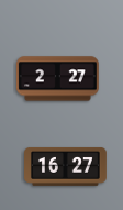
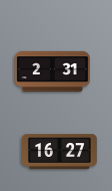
clock at (57, 79): 2:27 -> 2:31
